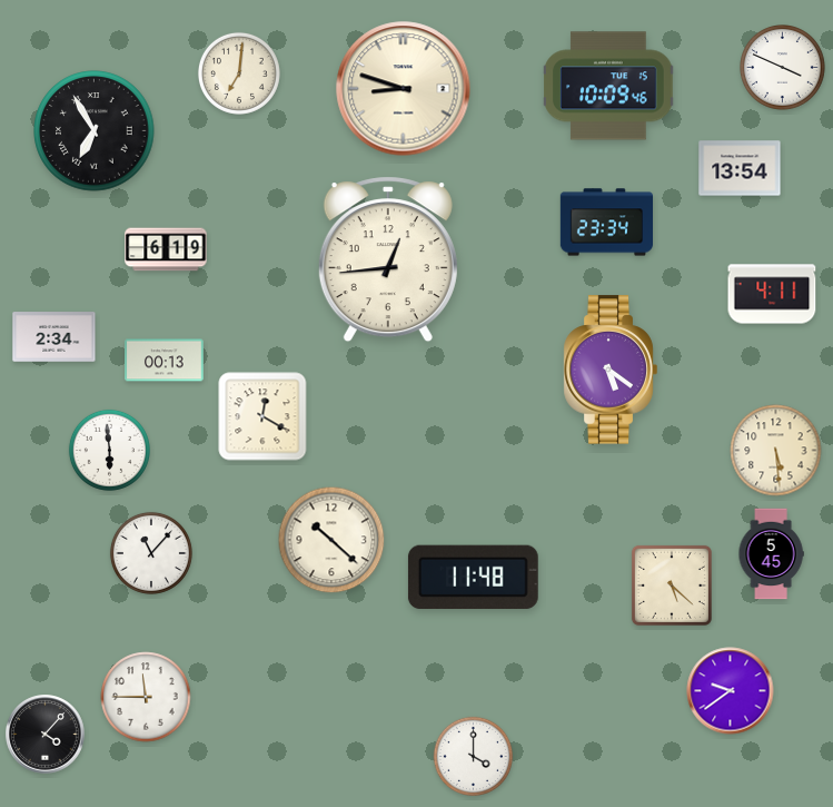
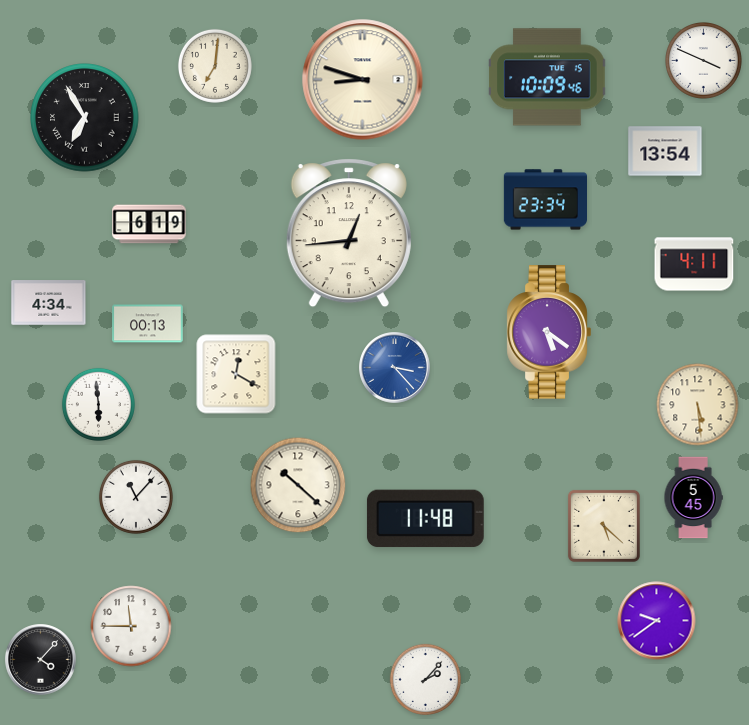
clock at (54, 337): 2:34 -> 4:34
clock at (395, 368): none -> 3:23
clock at (473, 756): 4:00 -> 2:07
